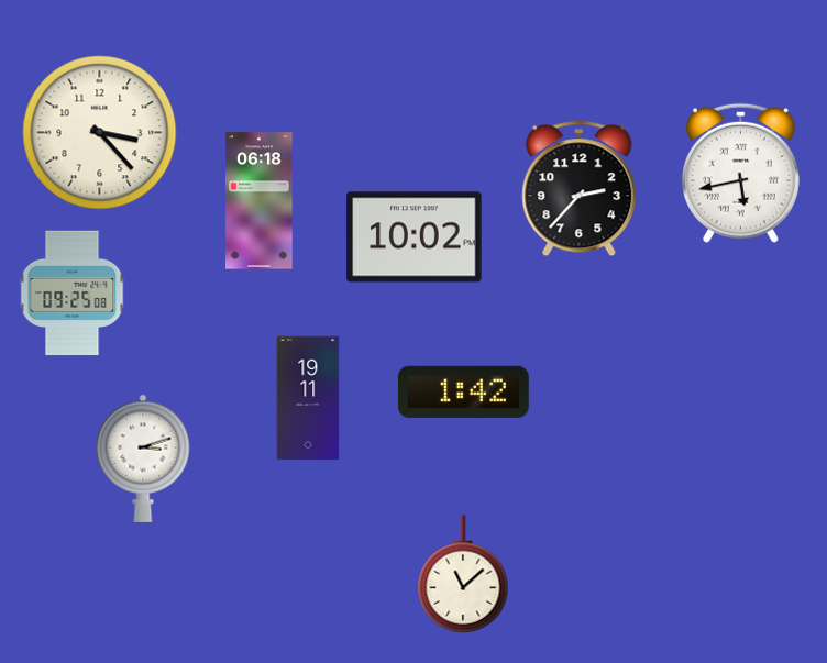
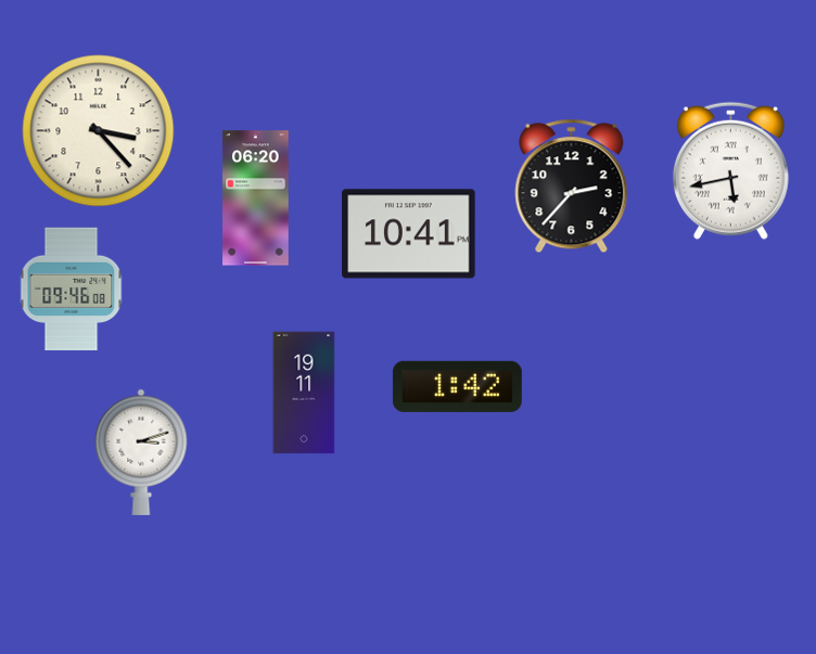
clock at (260, 201): 06:18 -> 06:20
clock at (415, 237): 10:02 -> 10:41
clock at (73, 294): 09:25 -> 09:46
clock at (463, 574): 11:08 -> none
